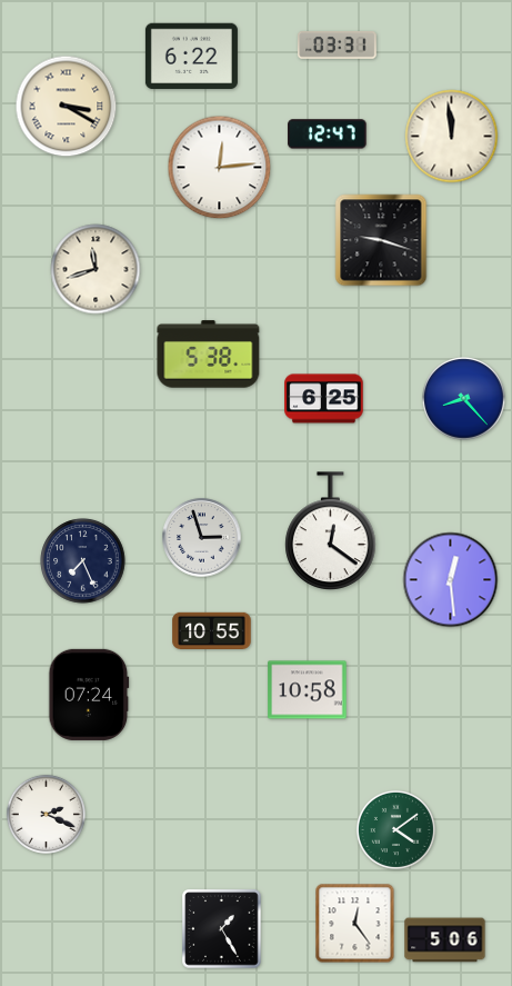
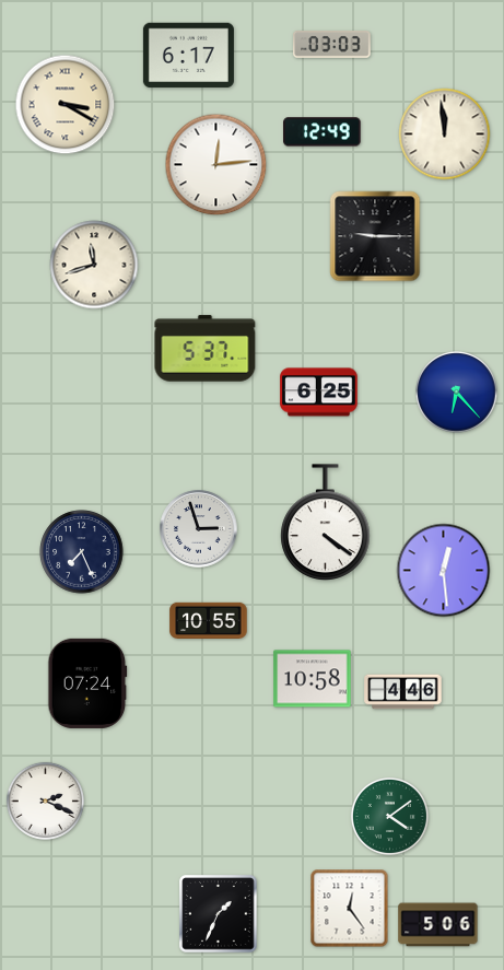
clock at (338, 46): 03:31 -> 03:03
clock at (191, 57): 6:22 -> 6:17
clock at (328, 135): 12:47 -> 12:49
clock at (381, 240): 9:18 -> 9:15
clock at (209, 355): 5:38 -> 5:37
clock at (464, 399): 8:23 -> 6:23
clock at (331, 531): 12:21 -> 4:21
clock at (308, 690) position: (308, 690) -> (313, 679)
clock at (403, 692): none -> 4:46
clock at (222, 929): 1:25 -> 1:34
